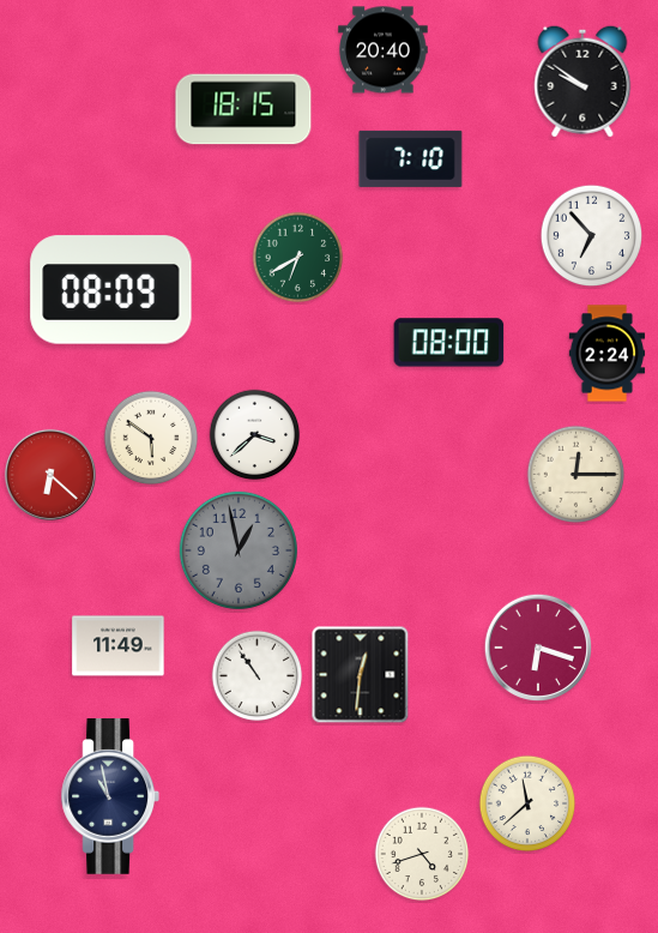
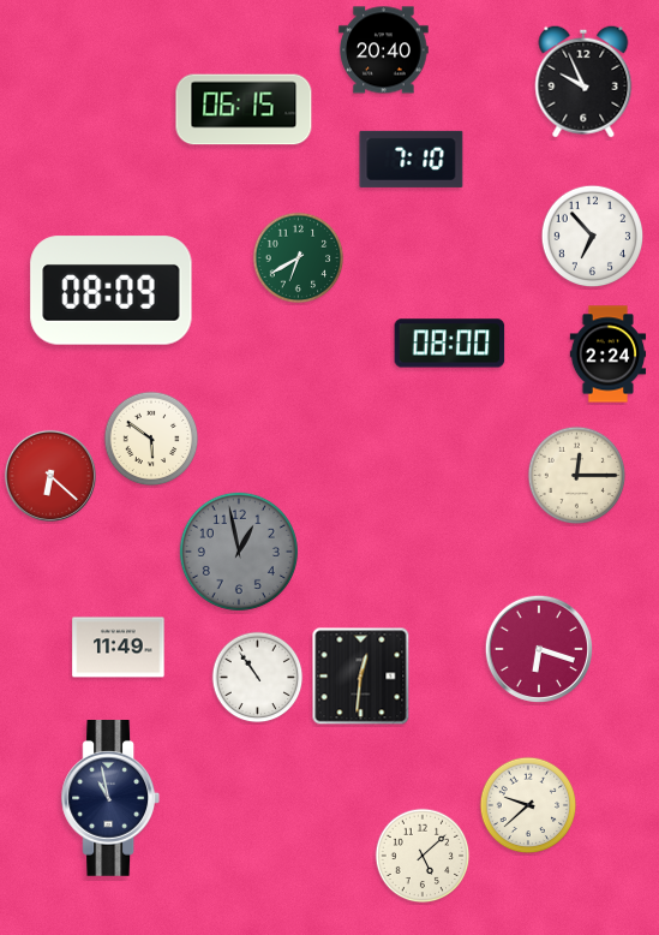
clock at (582, 82): 9:51 -> 9:56
clock at (243, 109): 18:15 -> 06:15
clock at (255, 435): 3:38 -> none
clock at (527, 803): 11:38 -> 9:38
clock at (422, 854): 4:42 -> 5:08
